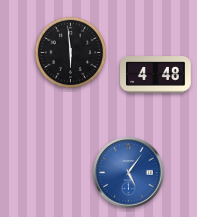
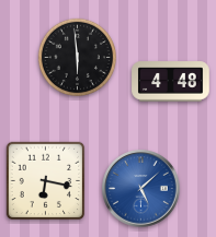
clock at (46, 181): none -> 6:17
clock at (129, 173): 5:06 -> 5:08
